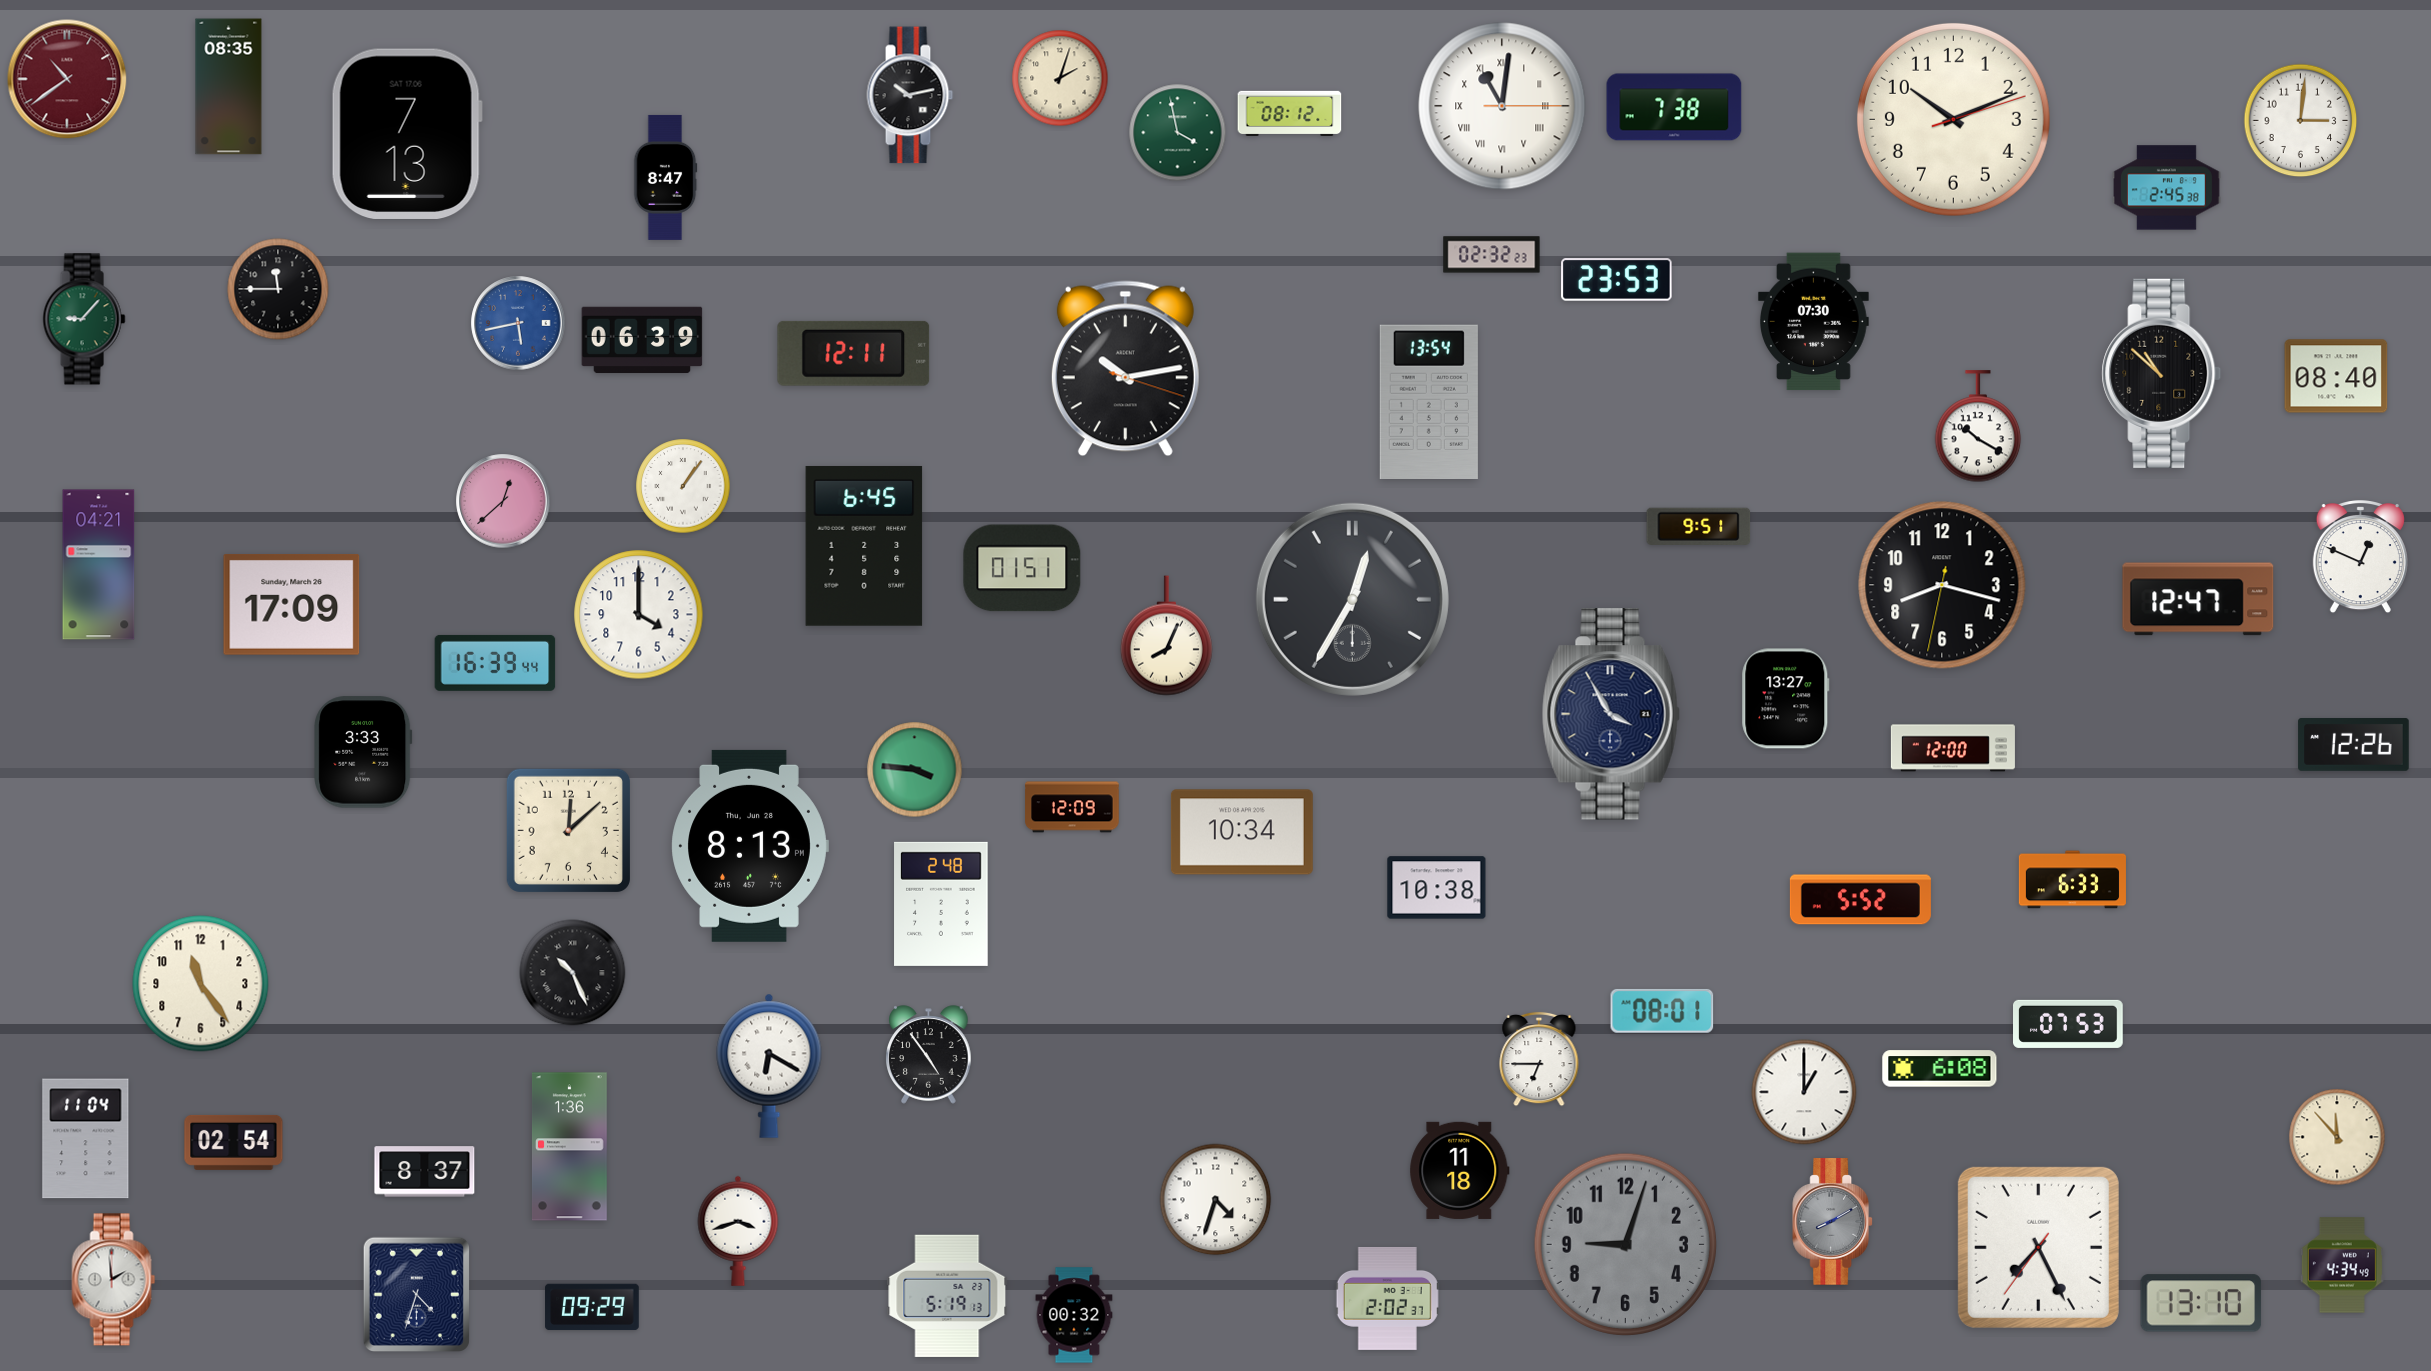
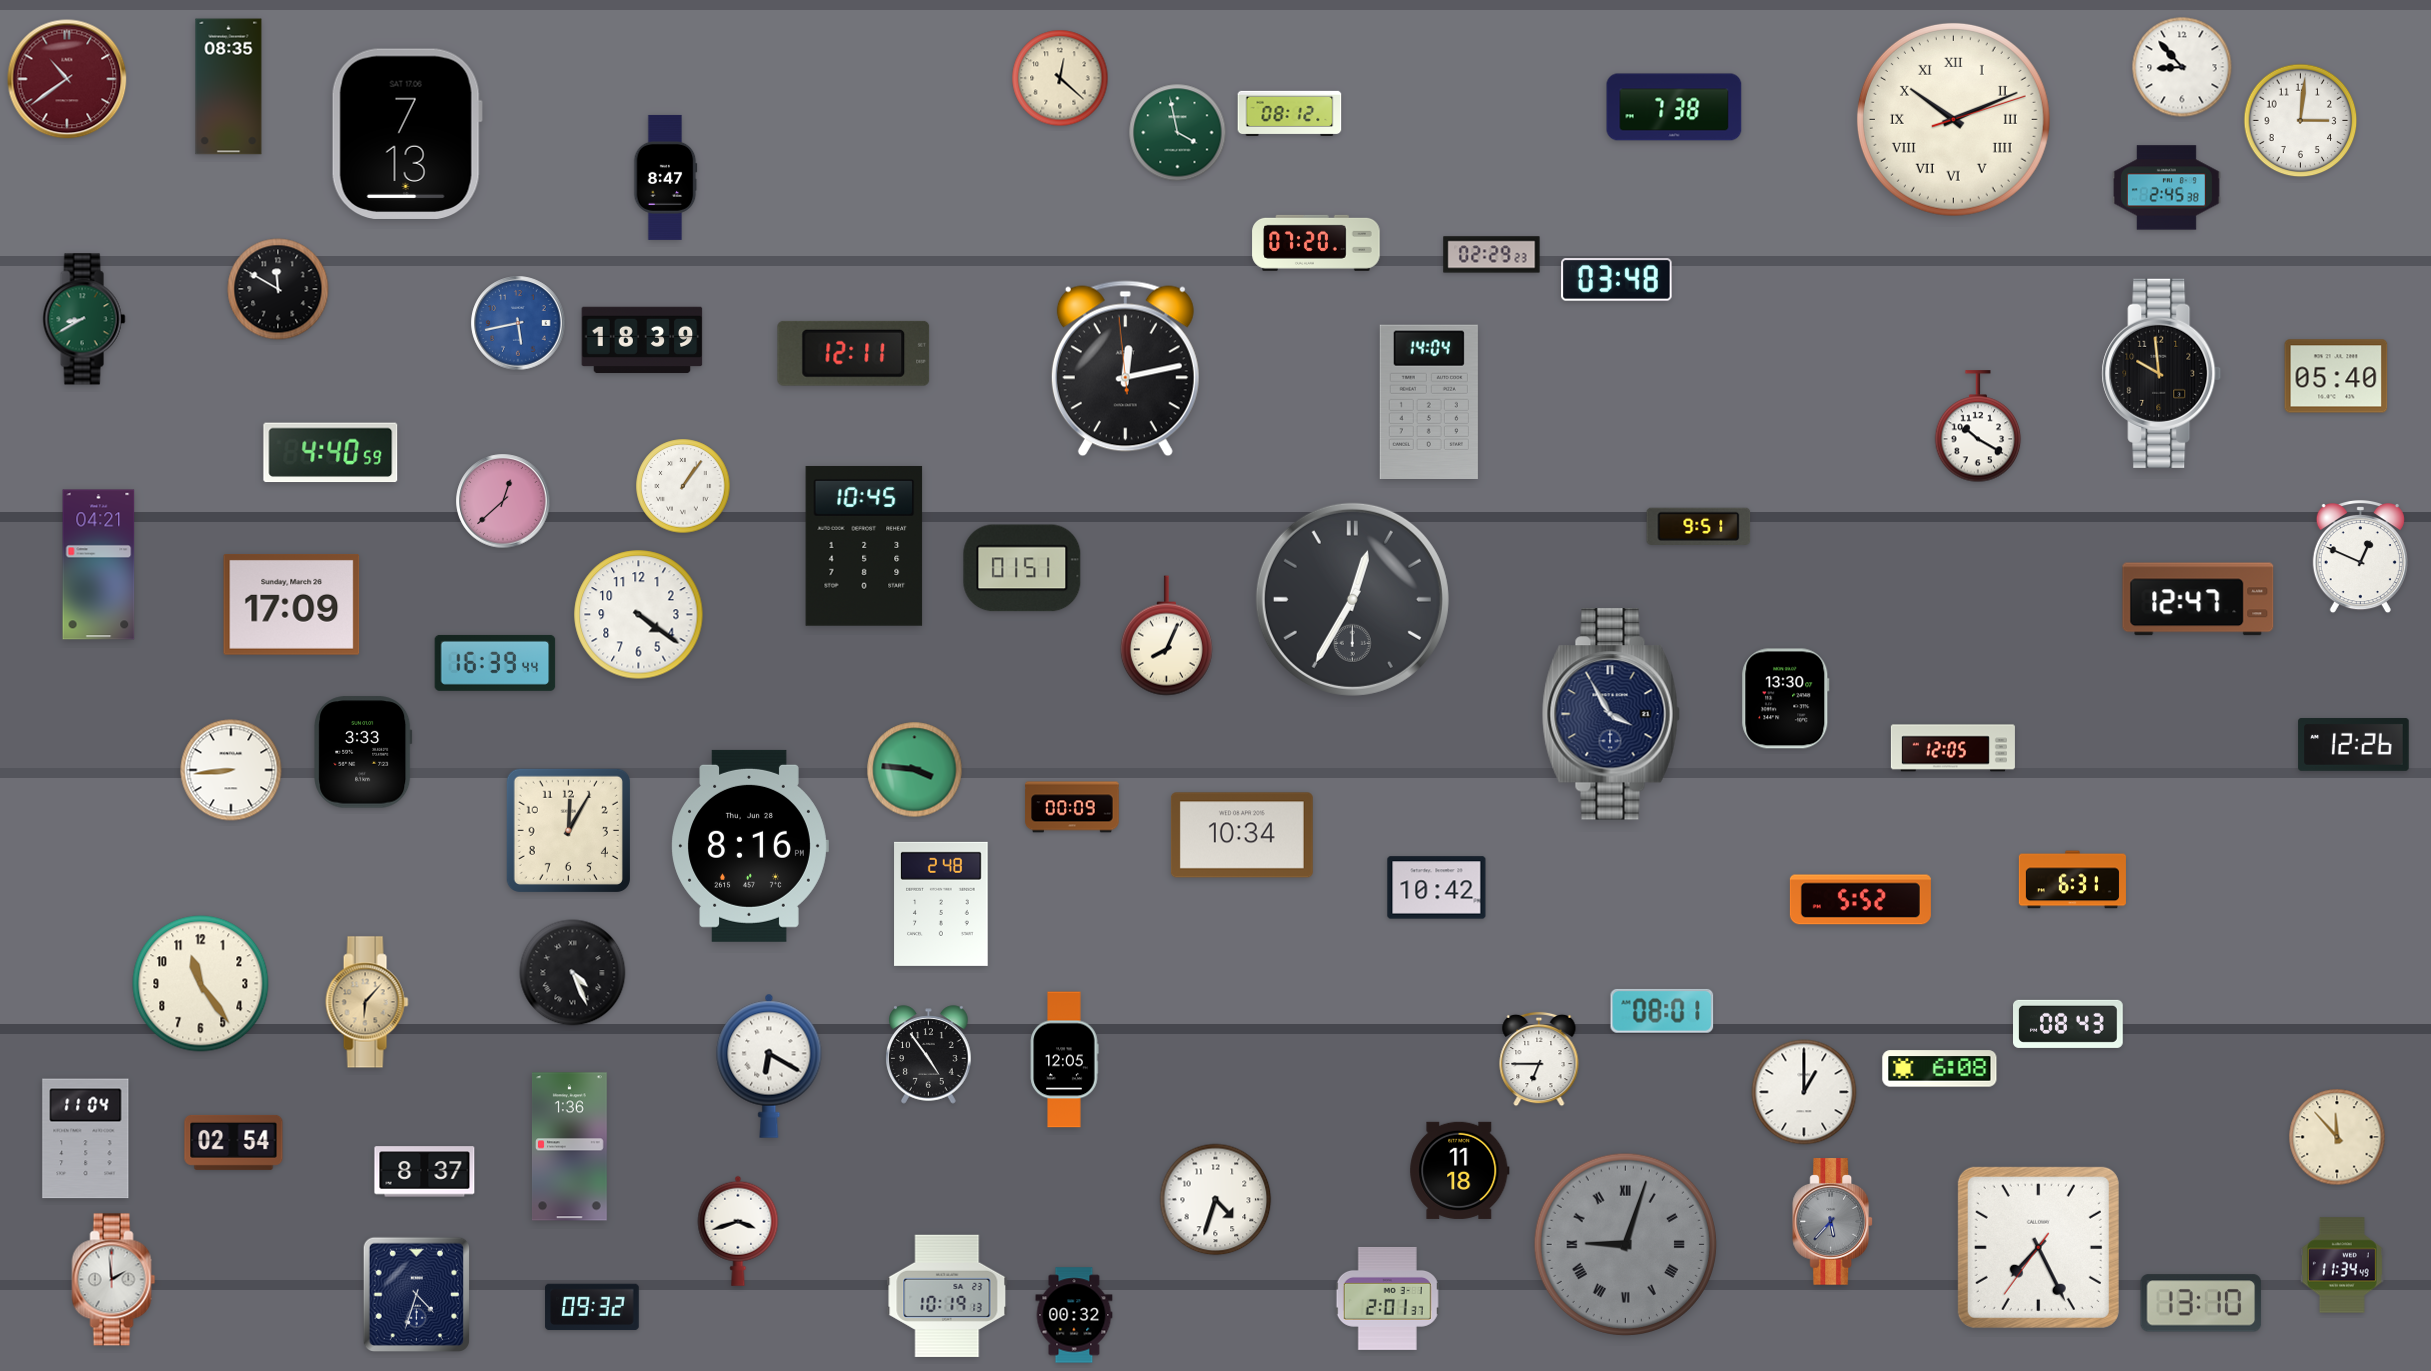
clock at (2182, 67): none -> 8:53
clock at (1060, 78): 2:03 -> 12:22
clock at (910, 95): 10:13 -> none
clock at (1502, 106): 11:01 -> none
clock at (1953, 119) numerals: Arabic -> Roman
clock at (1316, 243): none -> 07:20
clock at (1492, 255): 02:32 -> 02:29
clock at (1617, 280): 23:53 -> 03:48
clock at (278, 289): 11:45 -> 11:50
clock at (84, 319): 9:07 -> 8:40
clock at (1813, 322): 07:30 -> none
clock at (642, 340): 06:39 -> 18:39
clock at (1125, 369): 10:13 -> 12:12
clock at (2162, 373): 10:52 -> 9:59
clock at (2336, 376): 08:40 -> 05:40
clock at (1429, 401): 13:54 -> 14:04
clock at (331, 453): none -> 4:40
clock at (864, 546): 6:45 -> 10:45
clock at (1942, 585): 8:17 -> none
clock at (639, 615): 4:00 -> 4:21
clock at (1786, 699): 13:27 -> 13:30
clock at (1953, 748): 12:00 -> 12:05
clock at (231, 770): none -> 8:44
clock at (1072, 807): 12:09 -> 00:09
clock at (568, 830): 12:08 -> 12:05
clock at (1242, 832) position: (1242, 832) -> (1242, 835)
clock at (750, 846): 8:13 -> 8:16
clock at (2072, 880): 6:33 -> 6:31
clock at (1437, 888): 10:38 -> 10:42
clock at (573, 973): 10:26 -> 4:26
clock at (367, 1002): none -> 6:07
clock at (2069, 1024): 07:53 -> 08:43
clock at (1064, 1060): none -> 12:05
clock at (1833, 1222): 8:10 -> 5:37
clock at (1625, 1244) numerals: Arabic -> Roman
clock at (2342, 1265): 4:34 -> 11:34
clock at (947, 1296): 5:19 -> 10:19
clock at (1387, 1298): 2:02 -> 2:01
clock at (592, 1307): 09:29 -> 09:32
